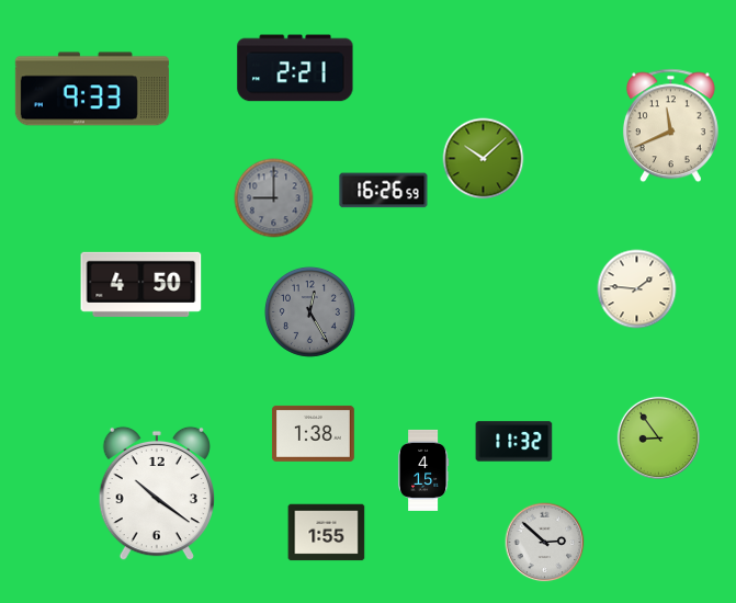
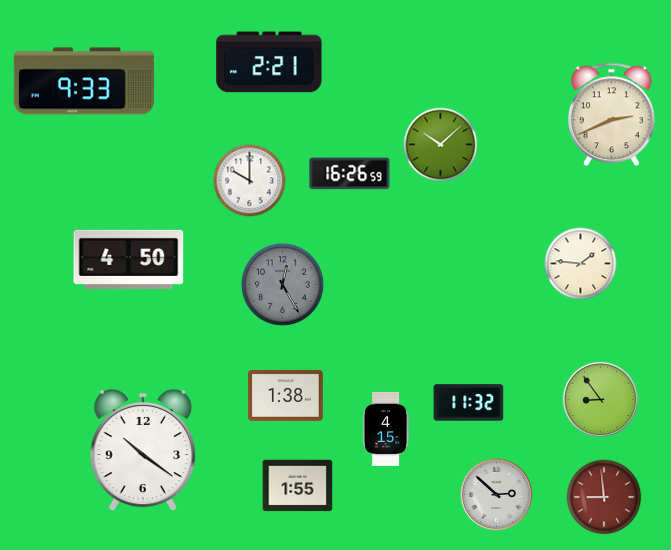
clock at (670, 126): 11:41 -> 2:41
clock at (274, 198): 9:00 -> 10:00
clock at (274, 198) dial: grey -> white
clock at (604, 497): none -> 8:59
